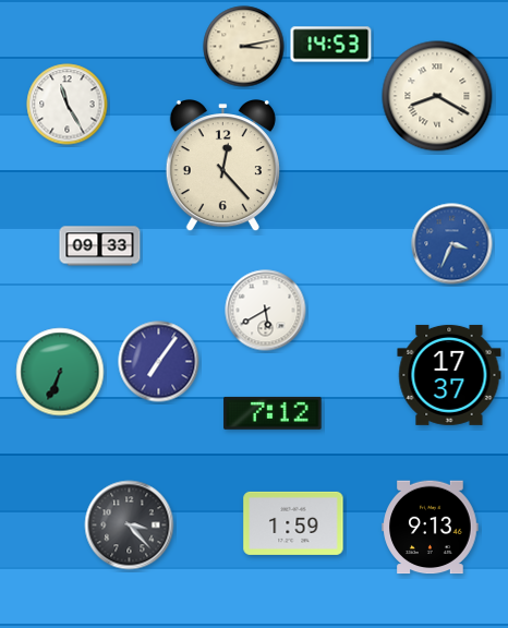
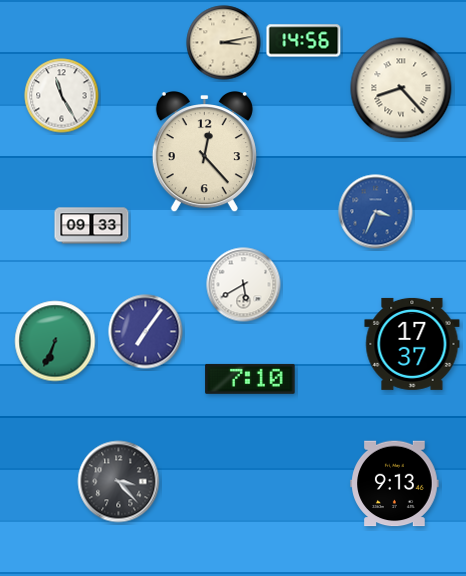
clock at (331, 45): 14:53 -> 14:56
clock at (437, 96): 8:20 -> 8:23
clock at (452, 244) position: (452, 244) -> (376, 212)
clock at (273, 413): 7:12 -> 7:10
clock at (293, 523): 1:59 -> none
